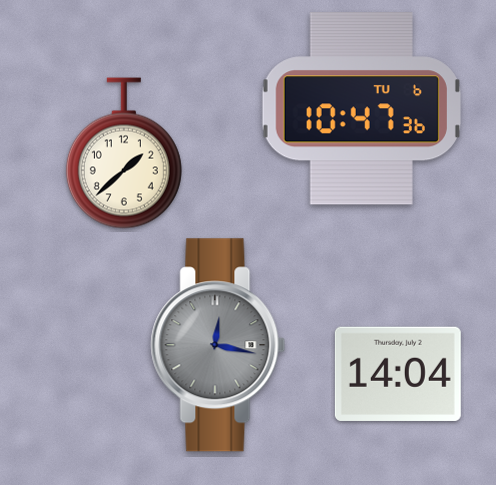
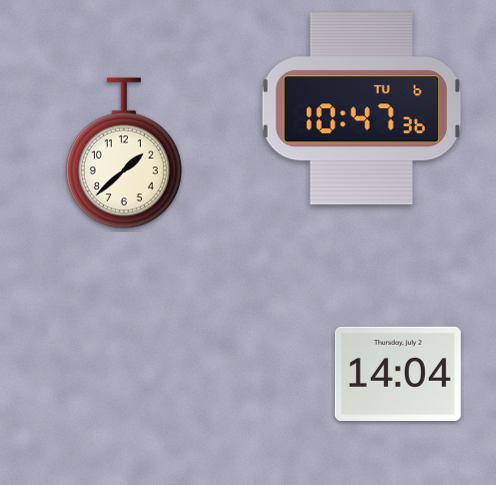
clock at (218, 345): 12:17 -> none
